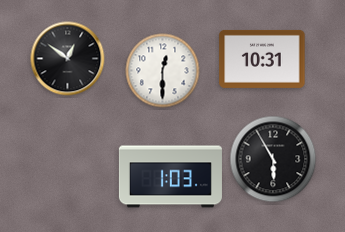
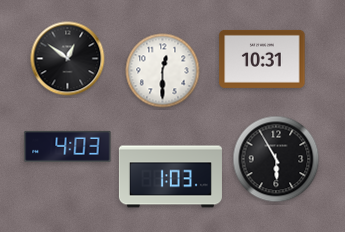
clock at (68, 146): none -> 4:03
clock at (273, 159) position: (273, 159) -> (276, 159)
